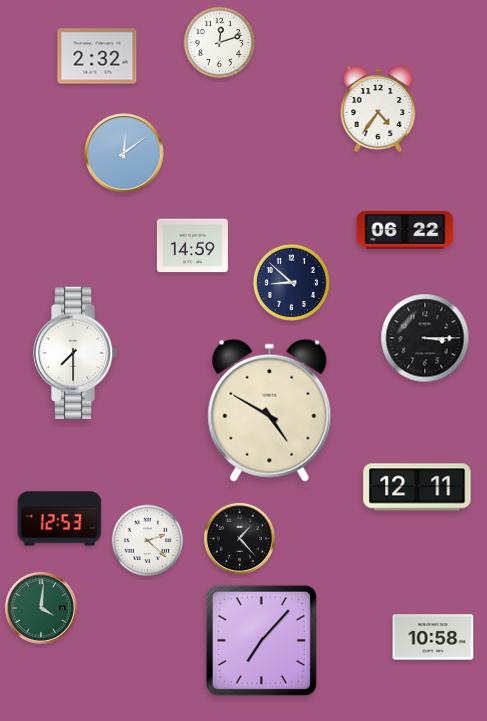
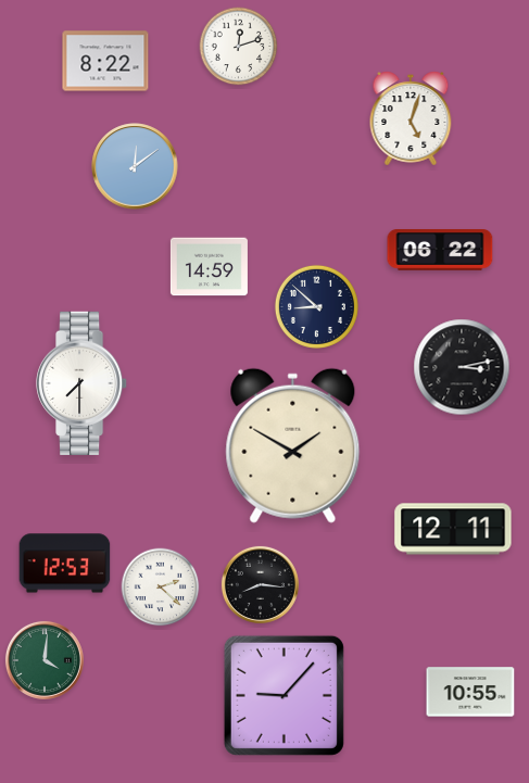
clock at (97, 56): 2:32 -> 8:22
clock at (378, 109): 4:36 -> 5:03
clock at (425, 338): 3:15 -> 3:13
clock at (270, 410): 4:50 -> 1:50
clock at (239, 538): 1:23 -> 8:16
clock at (433, 637): 10:58 -> 10:55
clock at (261, 640): 7:07 -> 9:07
